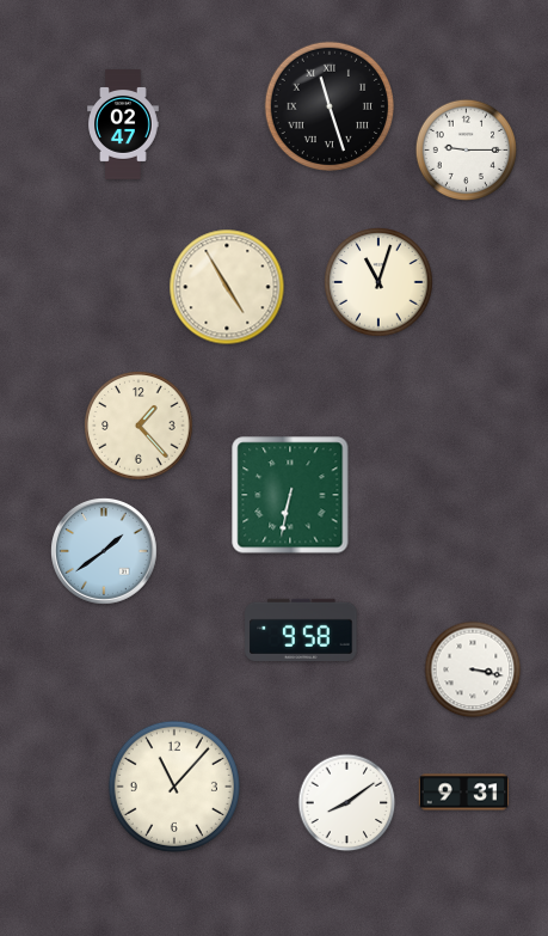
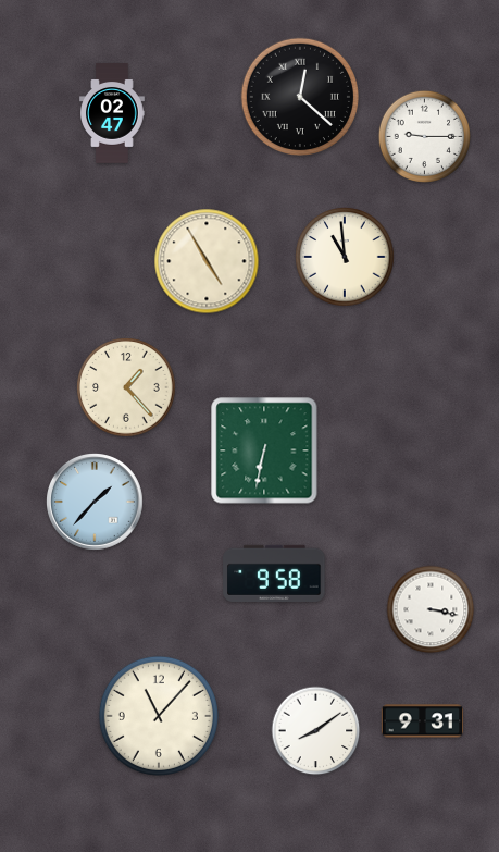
clock at (330, 106): 11:27 -> 12:22
clock at (378, 282): 11:03 -> 10:59
clock at (105, 552): 1:39 -> 1:37
